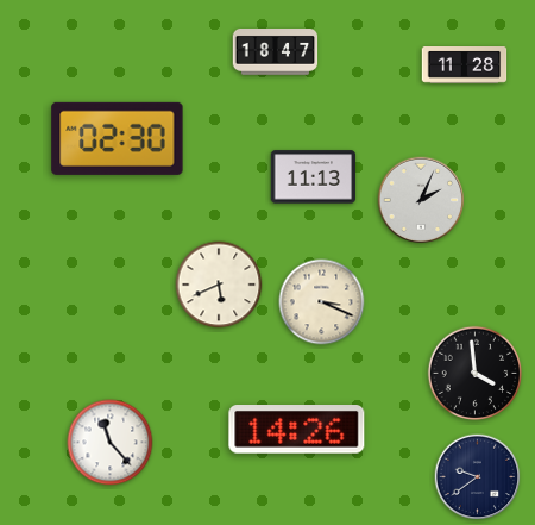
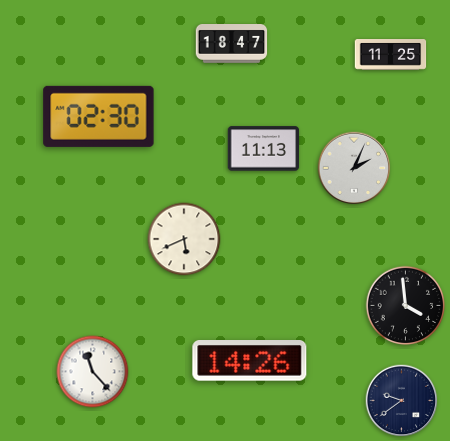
clock at (465, 65): 11:28 -> 11:25
clock at (322, 302): 3:19 -> none
clock at (476, 374) position: (476, 374) -> (406, 306)
